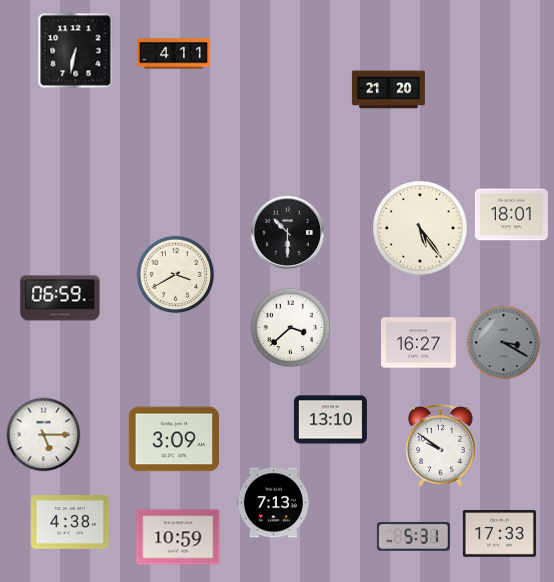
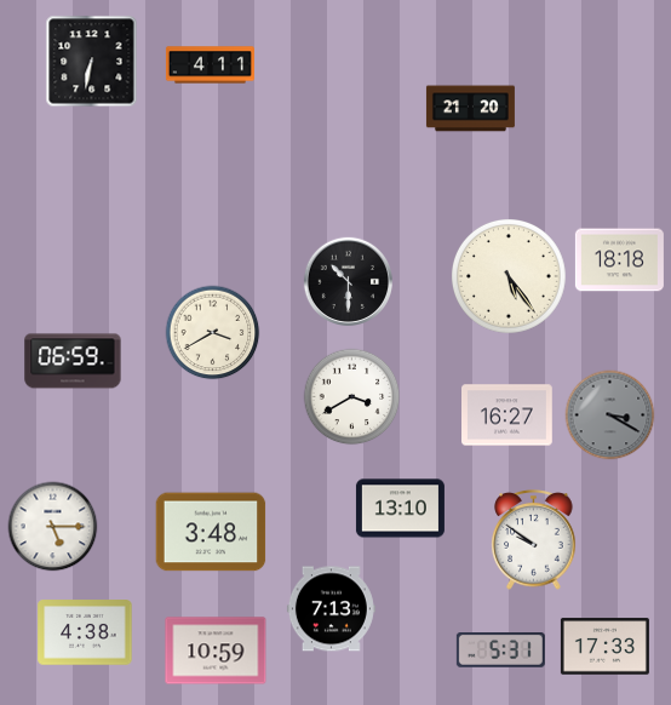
clock at (511, 215): 18:01 -> 18:18
clock at (291, 328): 3:38 -> 3:40
clock at (174, 439): 3:09 -> 3:48
